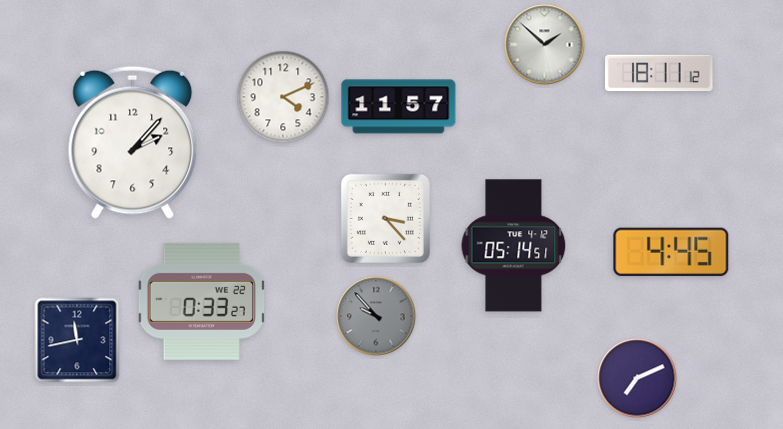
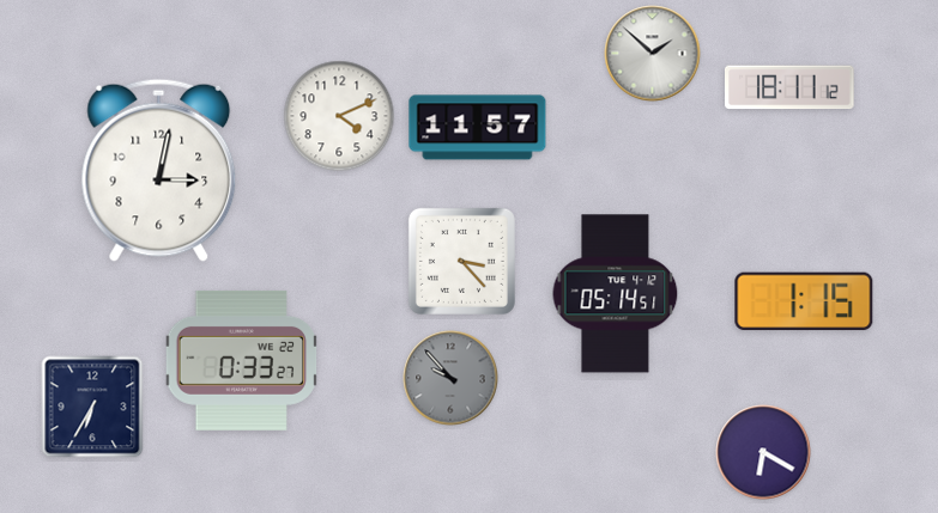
clock at (133, 142): 2:07 -> 3:02
clock at (671, 252): 4:45 -> 1:15
clock at (77, 340): 11:43 -> 6:35
clock at (637, 378): 7:11 -> 6:20
